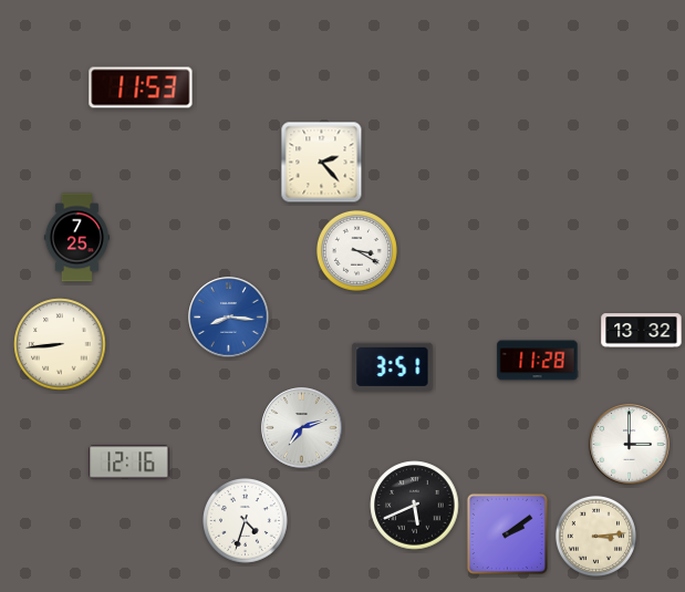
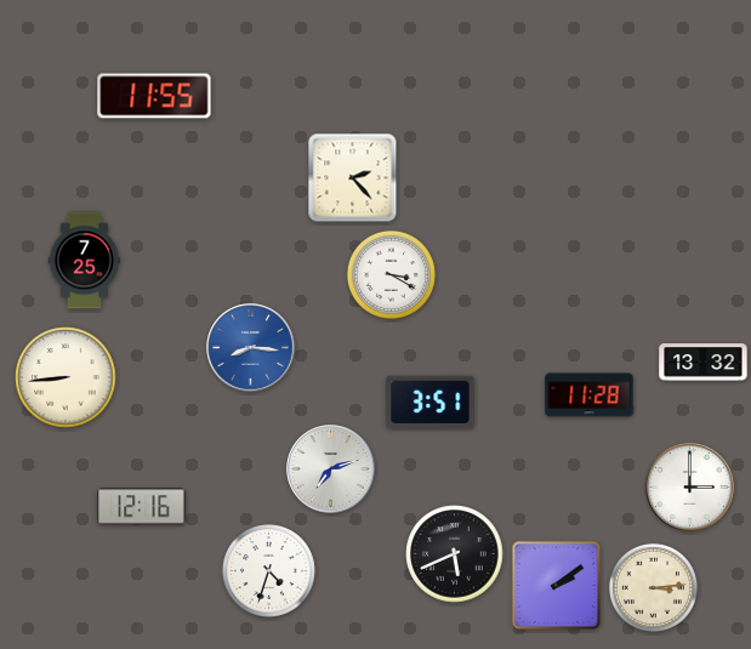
clock at (141, 87): 11:53 -> 11:55
